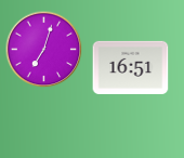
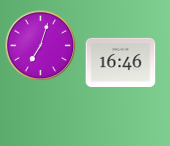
clock at (131, 67): 16:51 -> 16:46
